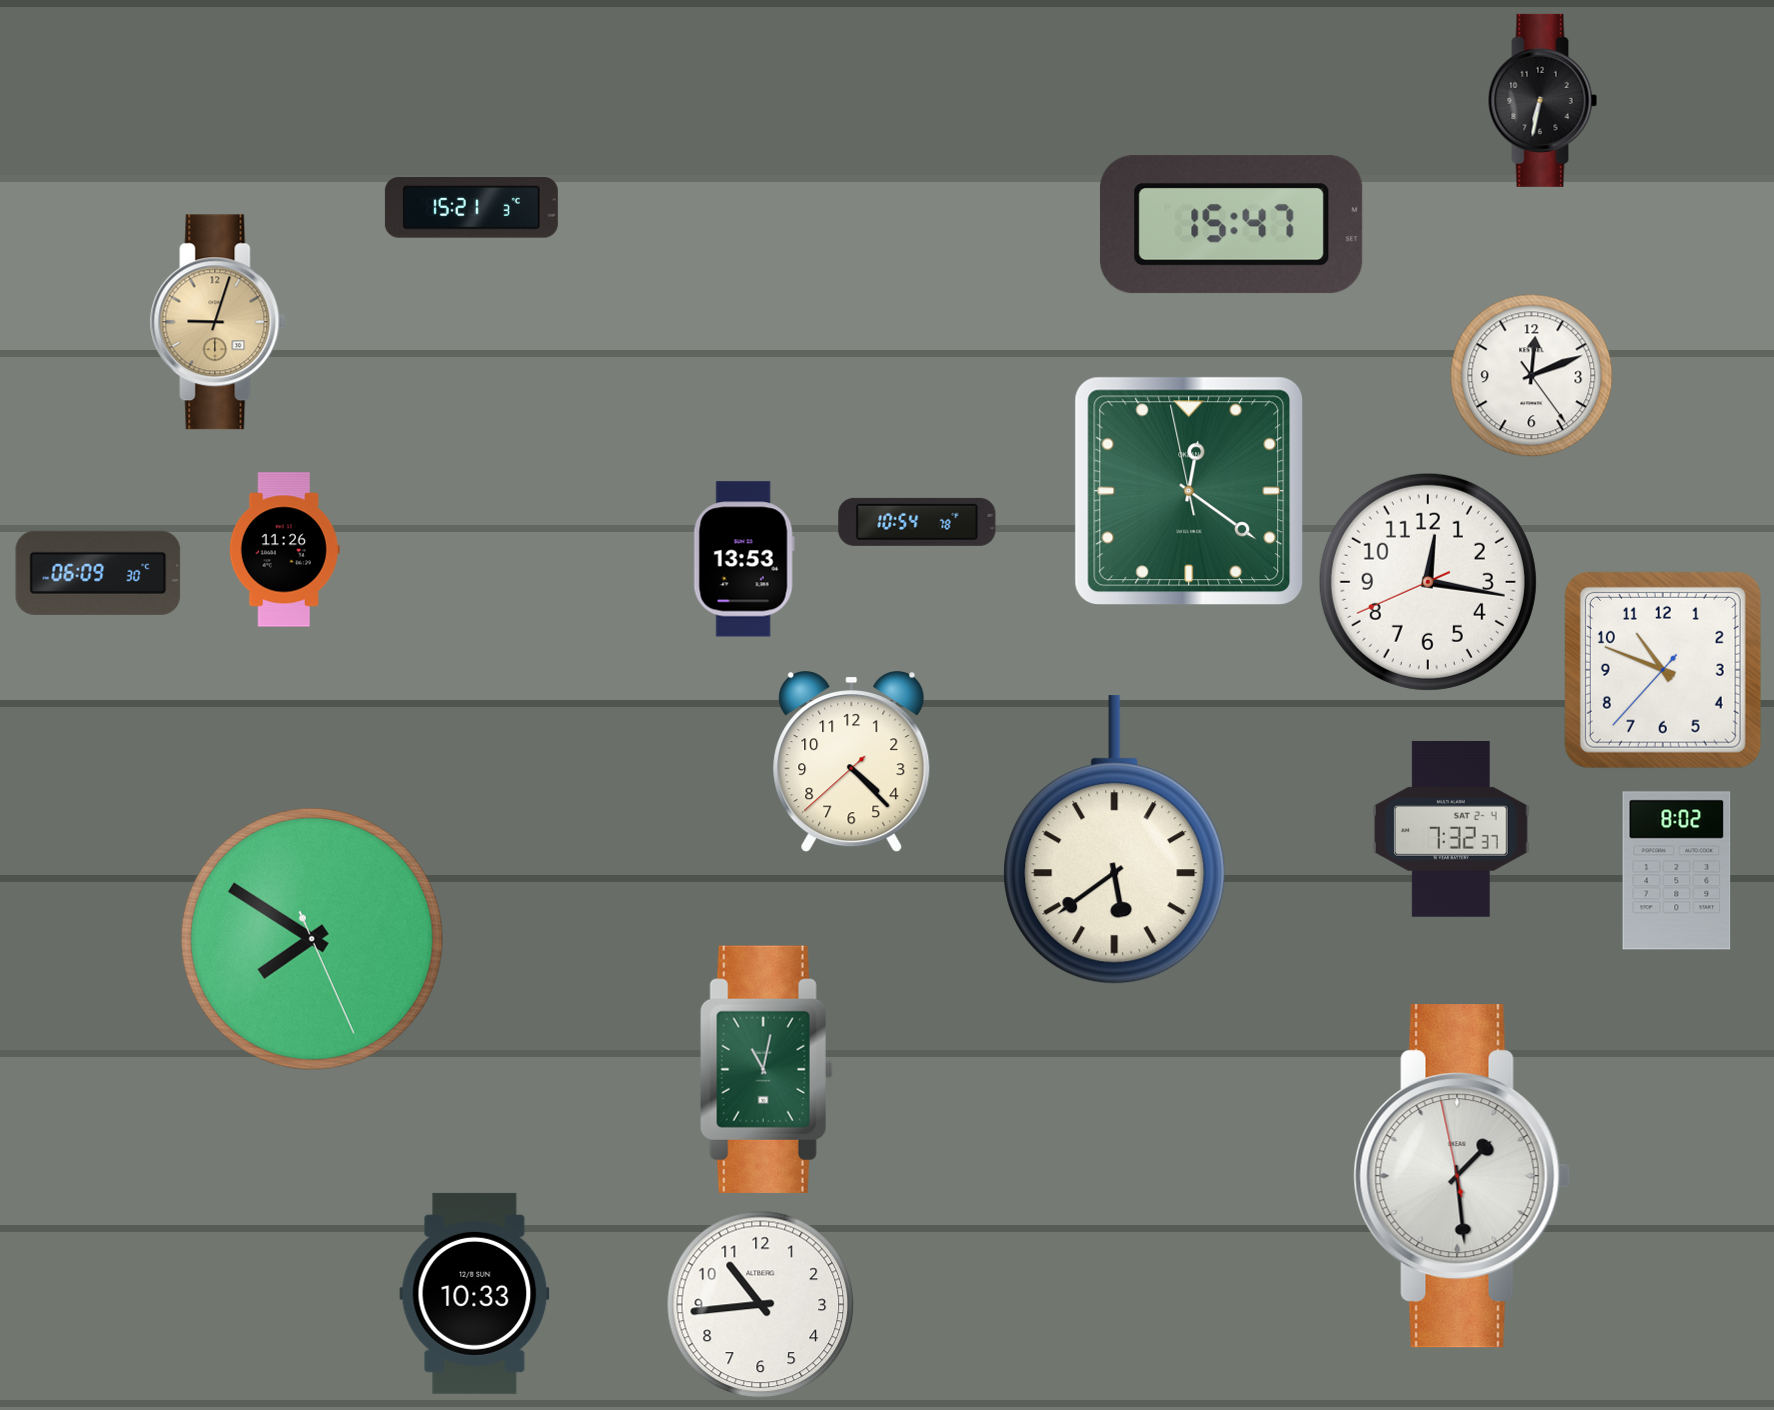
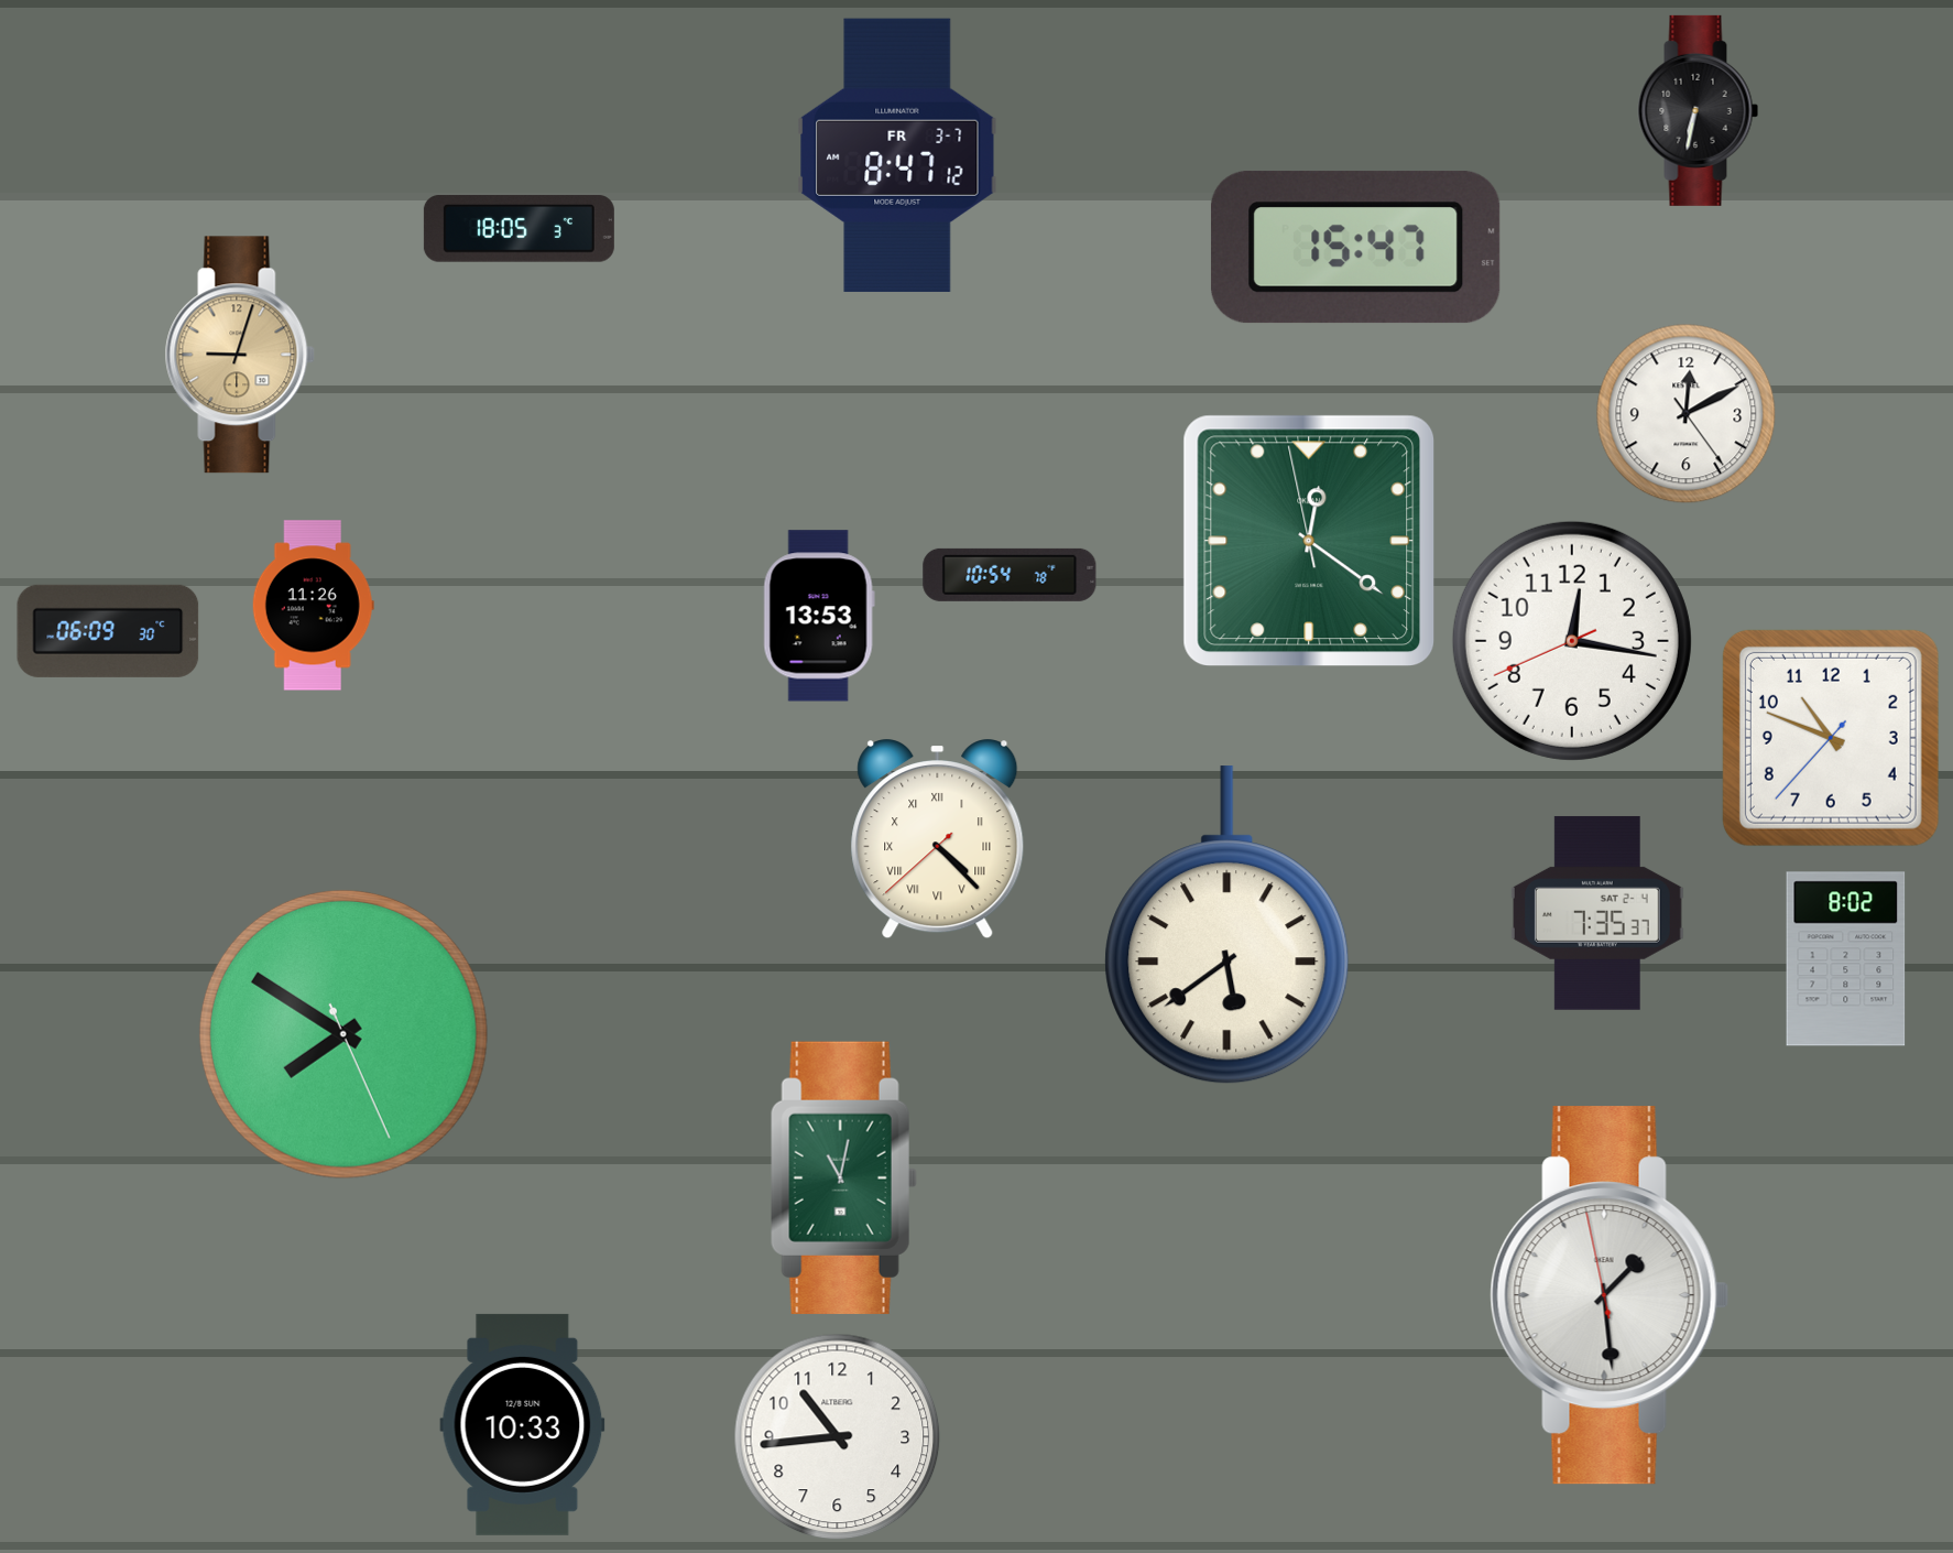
clock at (897, 155): none -> 8:47
clock at (471, 208): 15:21 -> 18:05
clock at (1532, 376): 12:11 -> 12:10
clock at (852, 762) numerals: Arabic -> Roman
clock at (1451, 829): 7:32 -> 7:35
